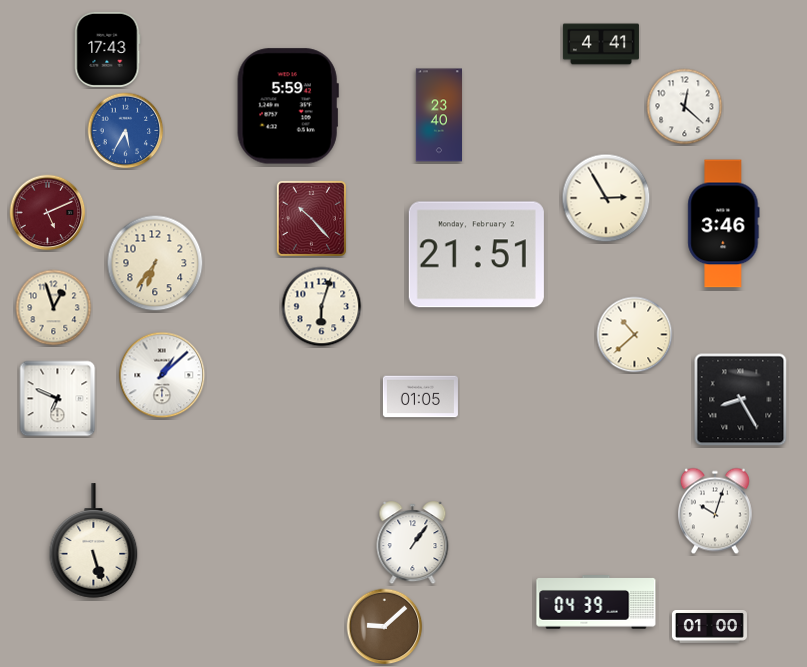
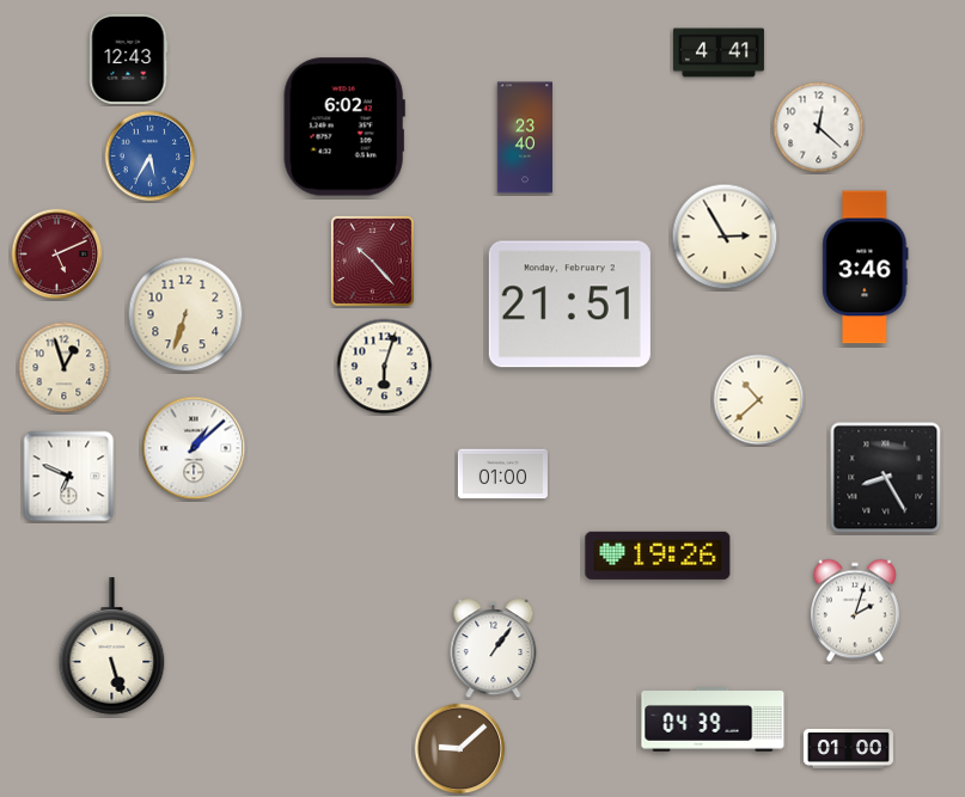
clock at (108, 49): 17:43 -> 12:43
clock at (288, 106): 5:59 -> 6:02
clock at (155, 263): 6:36 -> 6:33
clock at (420, 397): 01:05 -> 01:00
clock at (658, 556): none -> 19:26
clock at (715, 511): 10:03 -> 2:03
